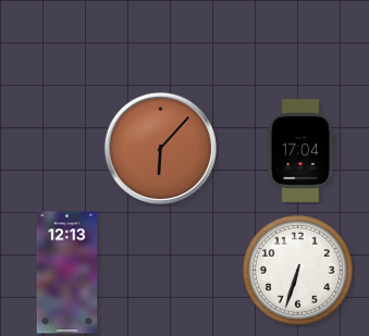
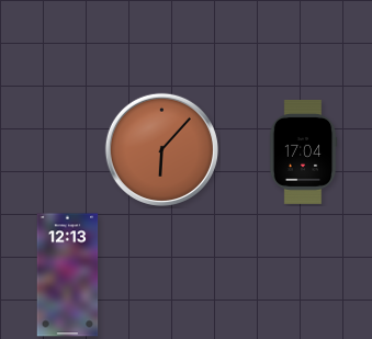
clock at (297, 270): 6:33 -> none
